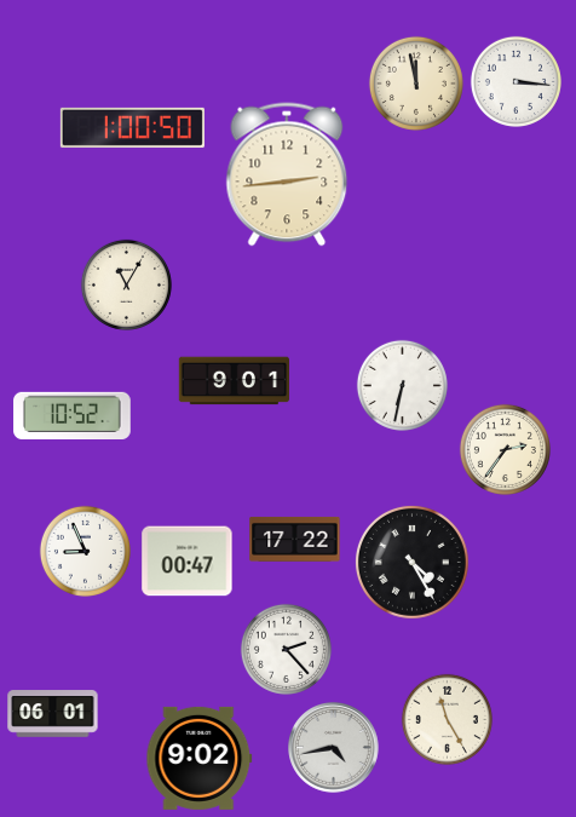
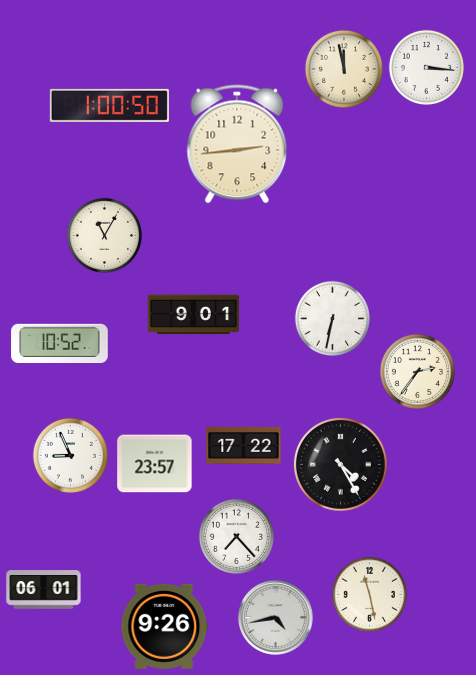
clock at (188, 562): 00:47 -> 23:57
clock at (286, 649): 2:23 -> 7:23
clock at (447, 719): 11:25 -> 11:28
clock at (200, 758): 9:02 -> 9:26
